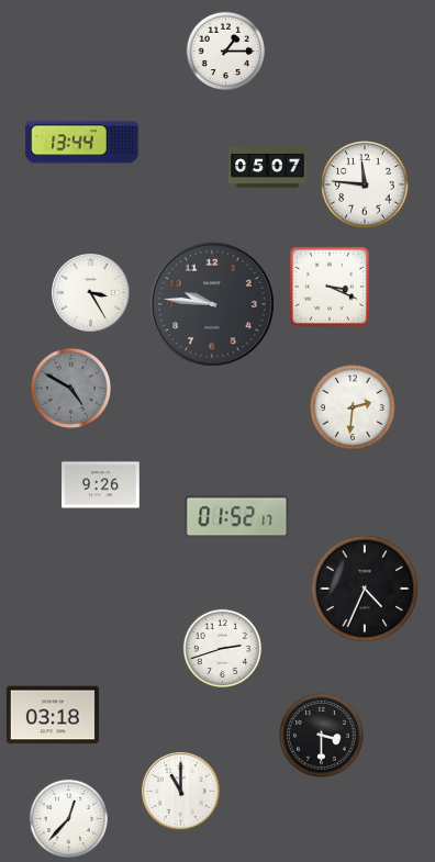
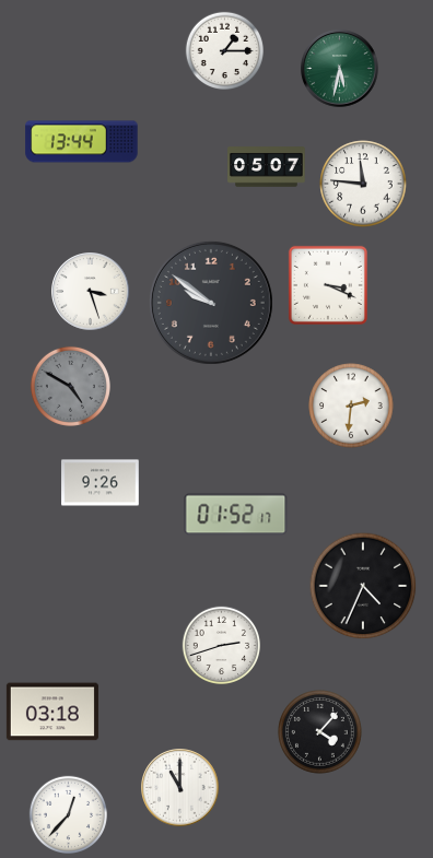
clock at (340, 69): none -> 5:32
clock at (91, 293): 3:25 -> 3:27
clock at (212, 304): 9:46 -> 9:51
clock at (322, 736): 3:30 -> 4:07
